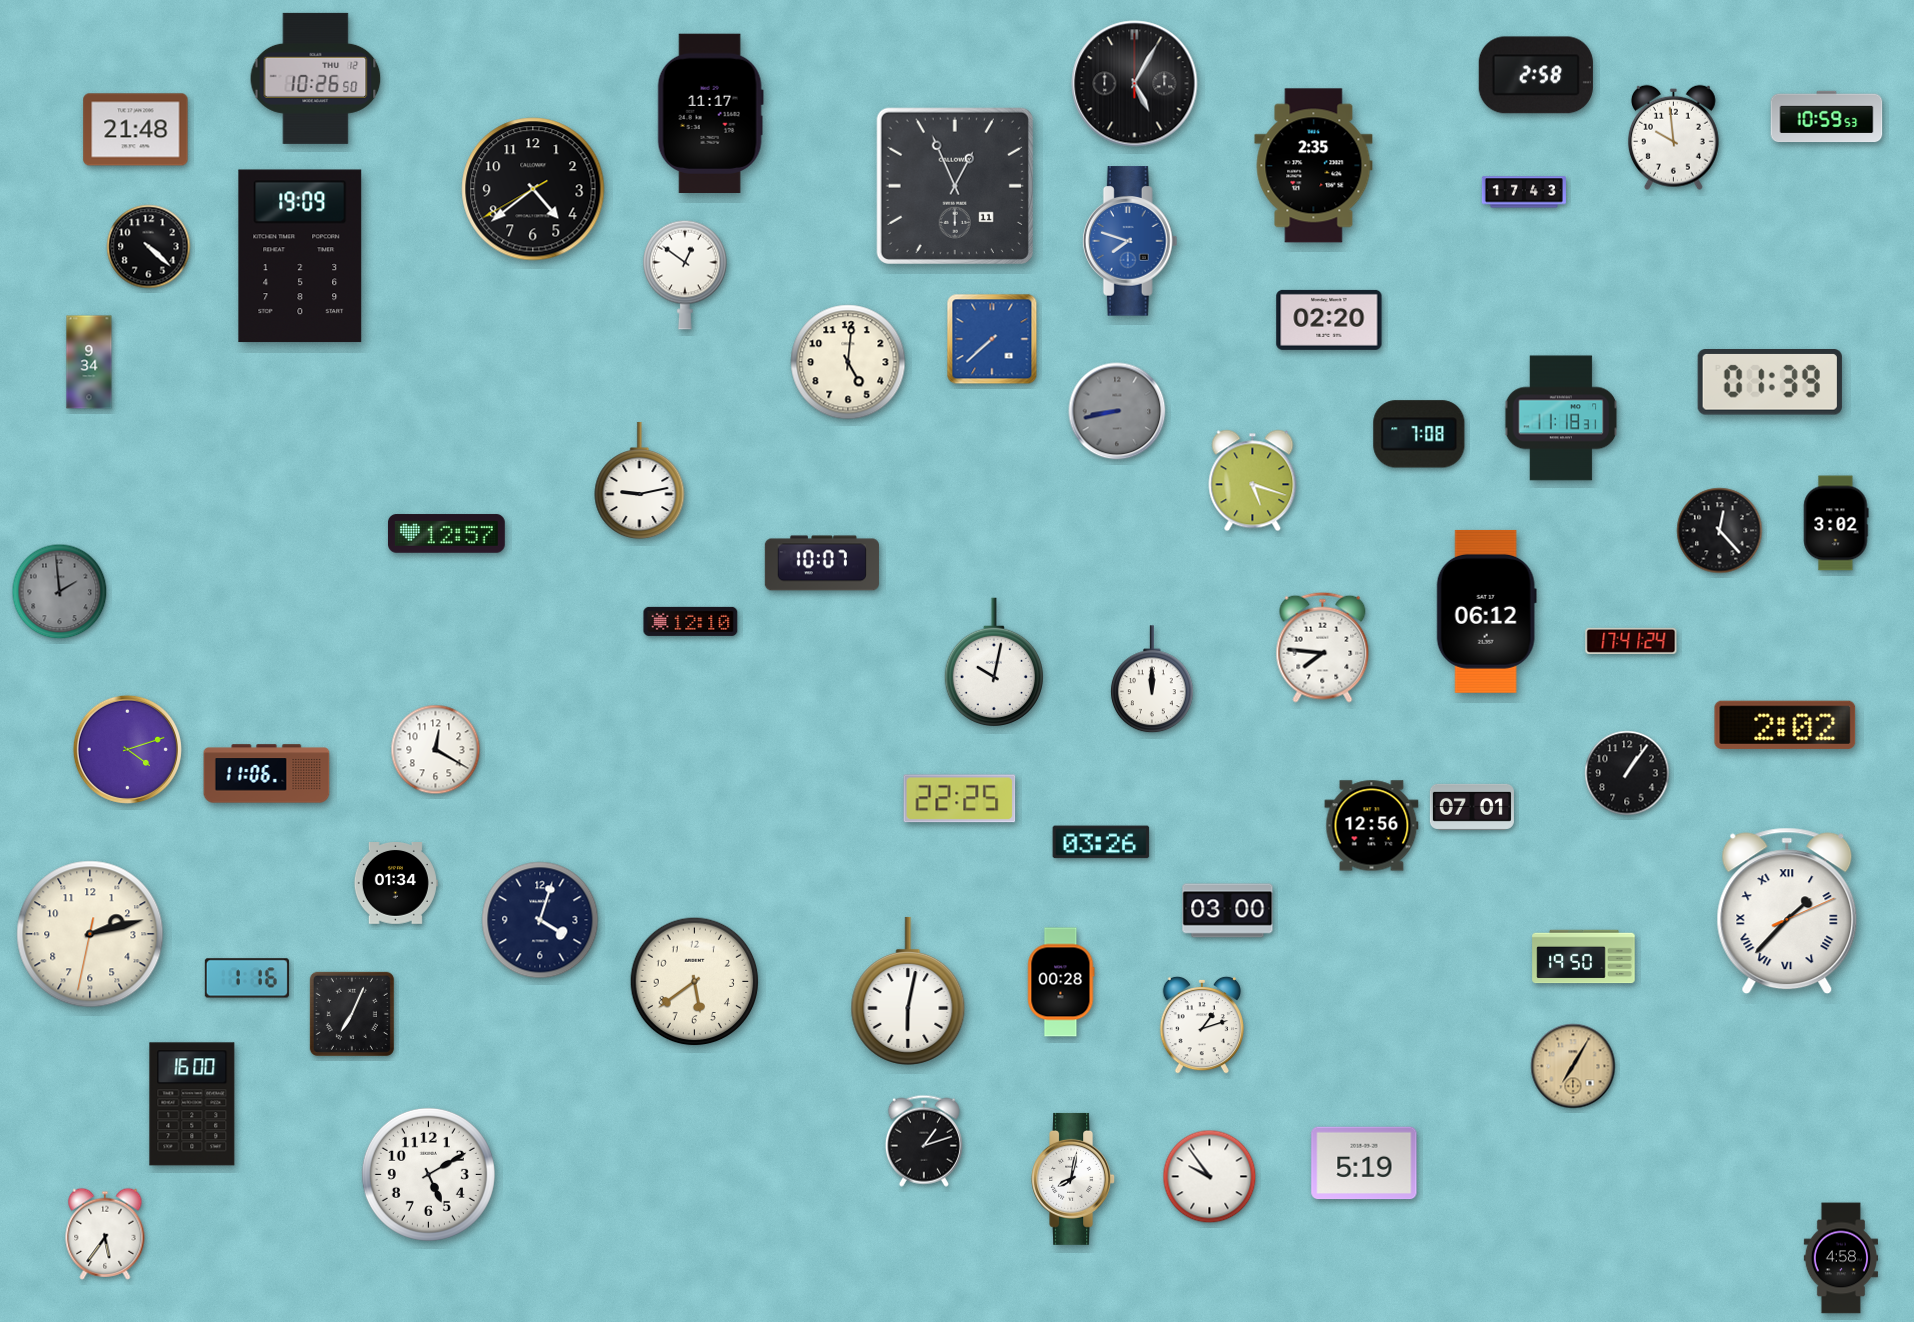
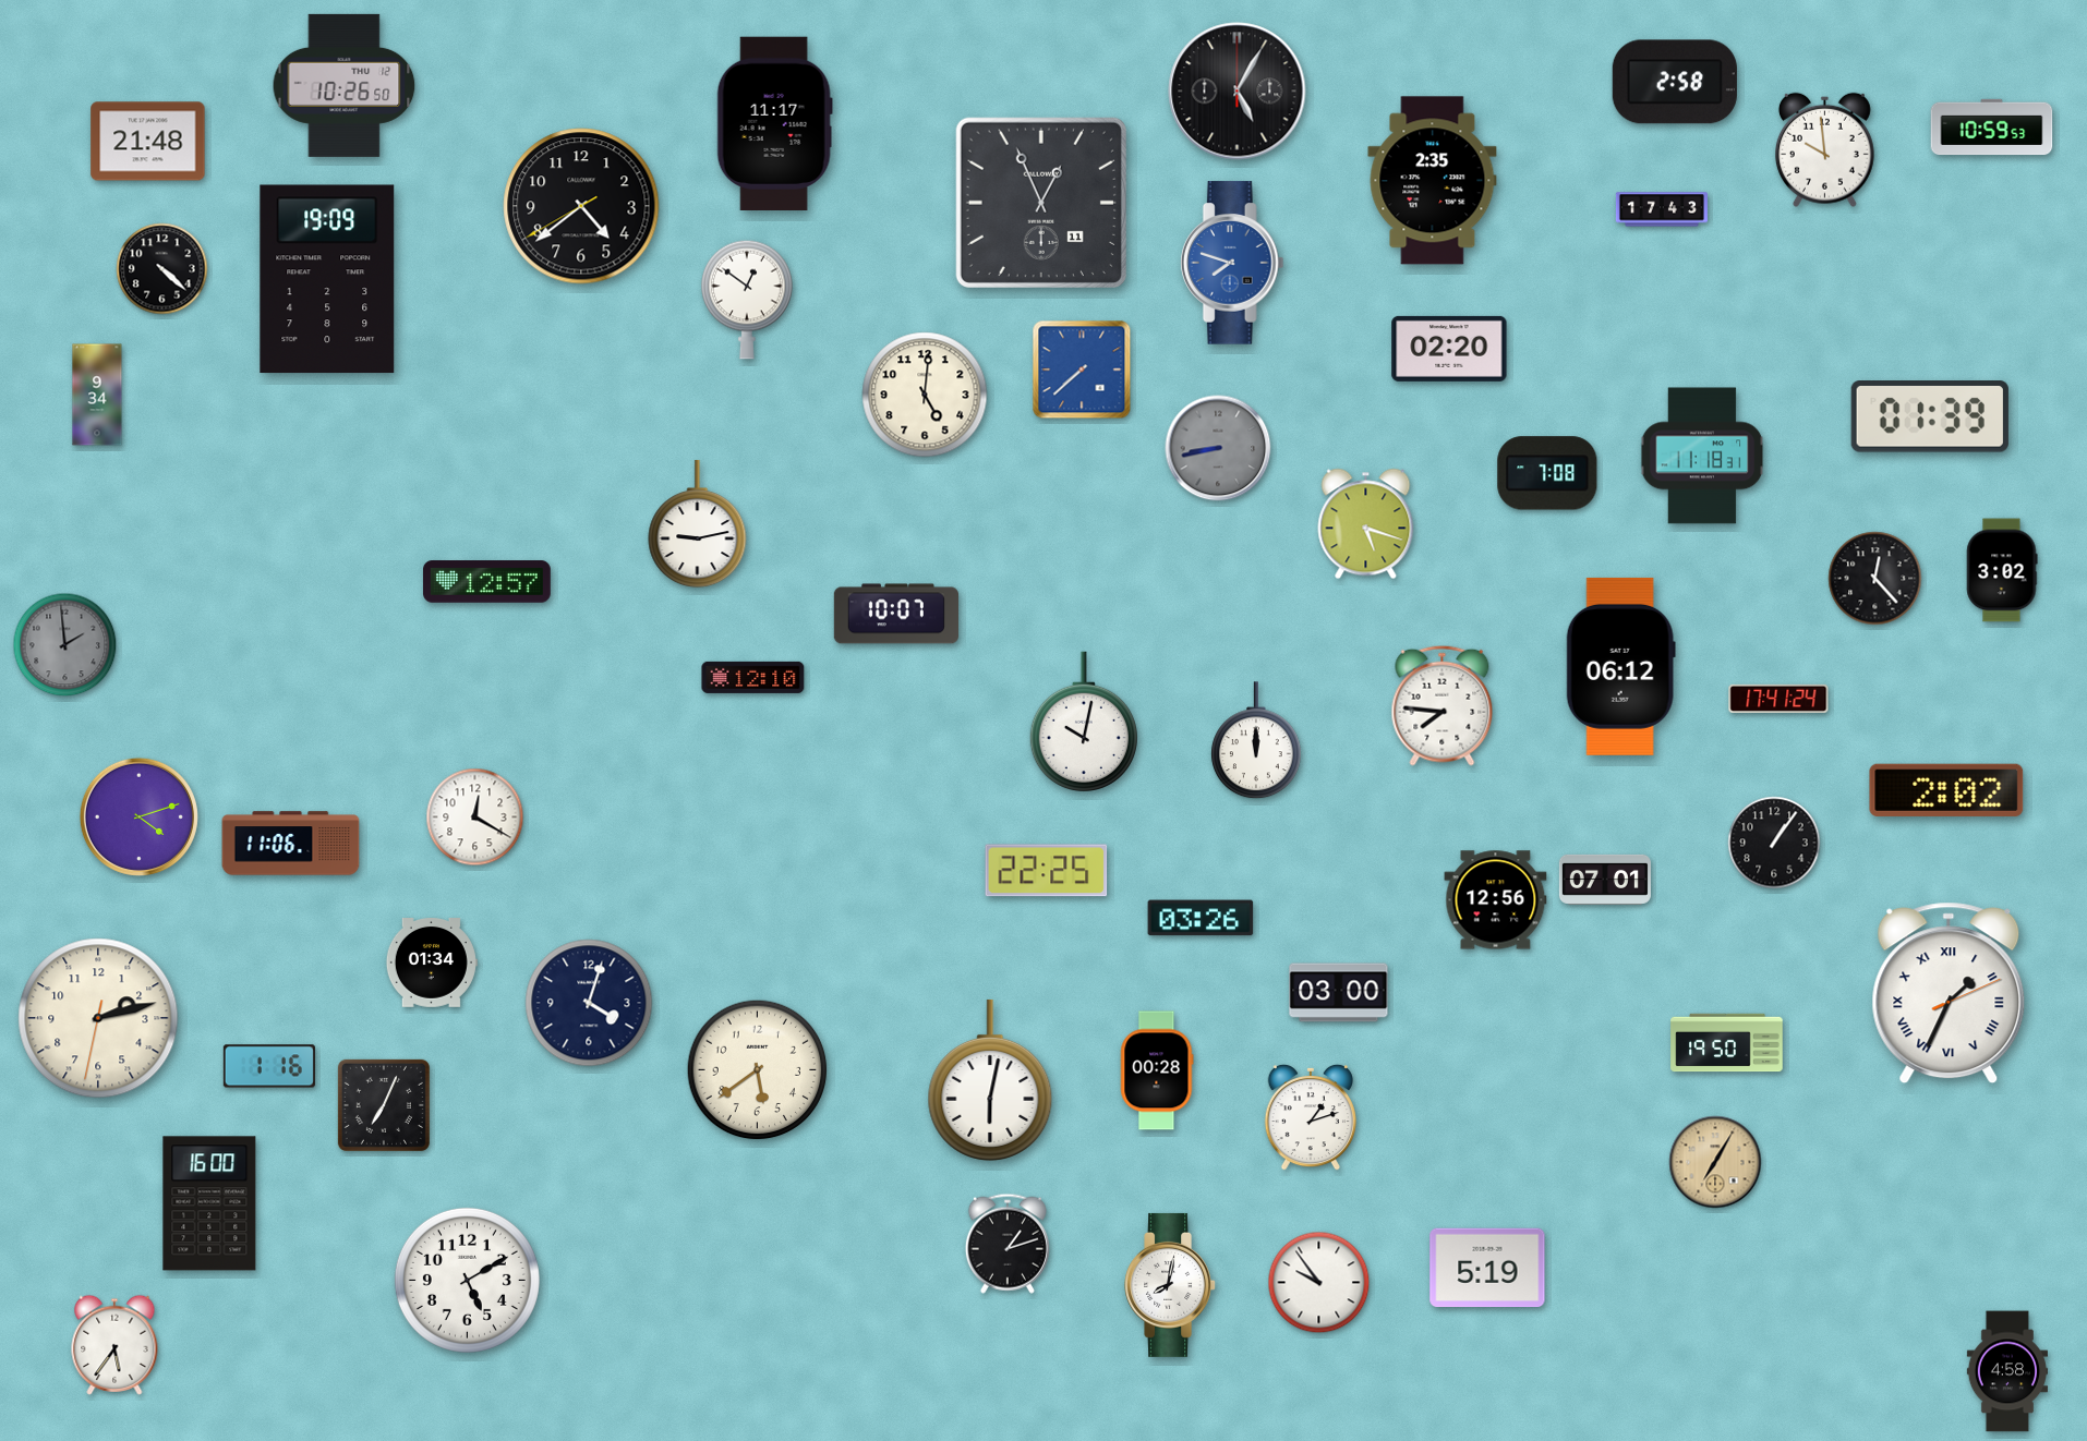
clock at (1787, 911): 1:37 -> 1:34
